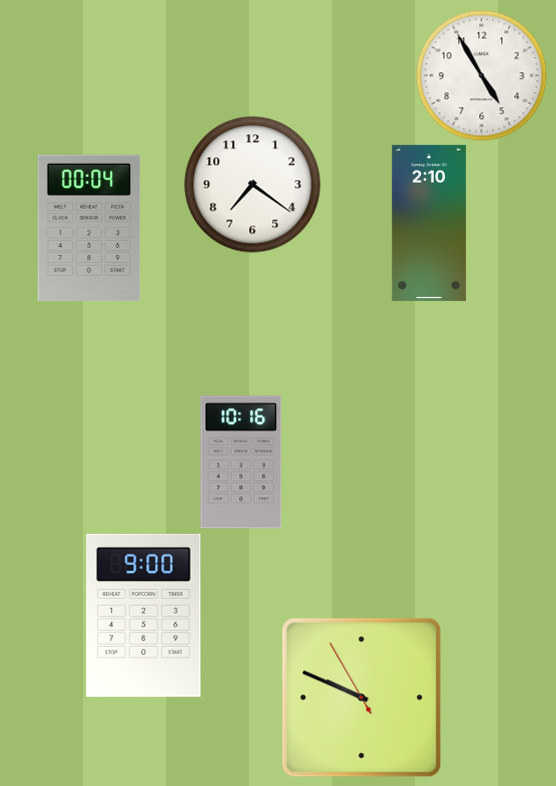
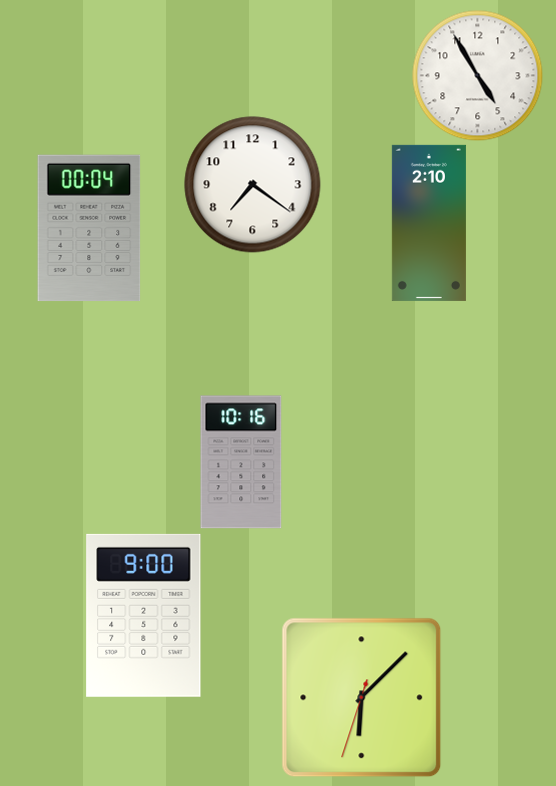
clock at (482, 76) position: (482, 76) -> (478, 76)
clock at (362, 698): 9:48 -> 6:07
